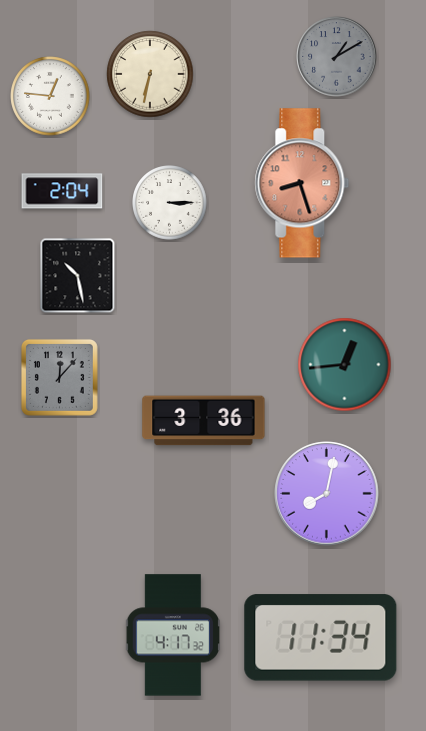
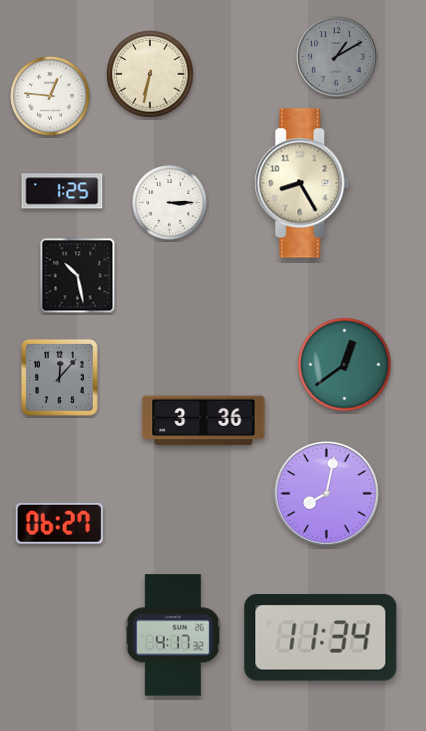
clock at (302, 183): 8:27 -> 8:25
clock at (302, 183) dial: salmon -> cream
clock at (62, 191): 2:04 -> 1:25
clock at (345, 365): 12:44 -> 12:39
clock at (59, 523): none -> 06:27
